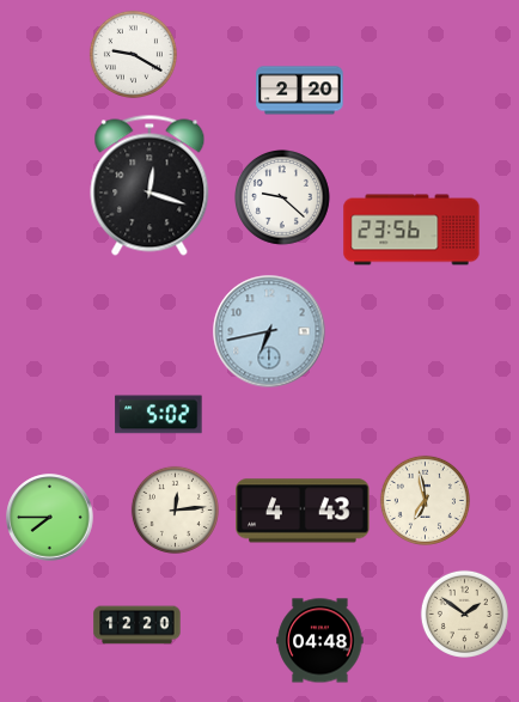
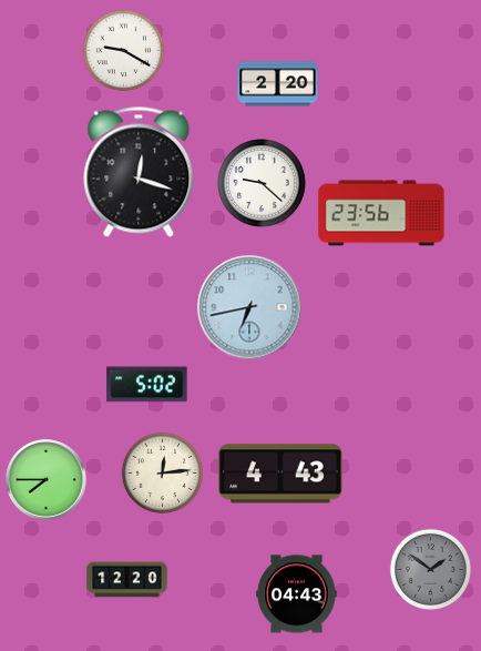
clock at (425, 500): 6:58 -> none
clock at (464, 614) dial: cream -> grey
clock at (320, 641): 04:48 -> 04:43
